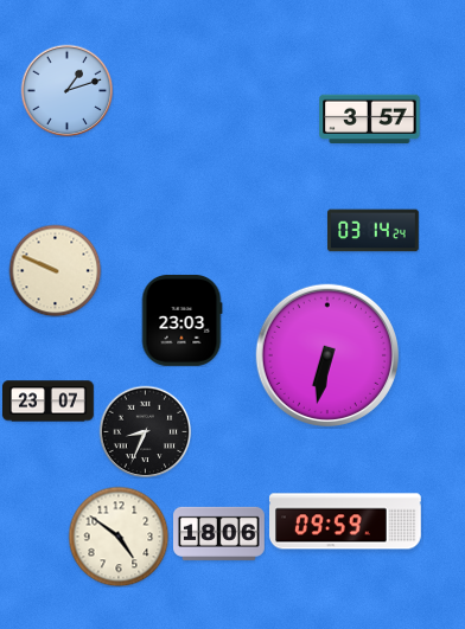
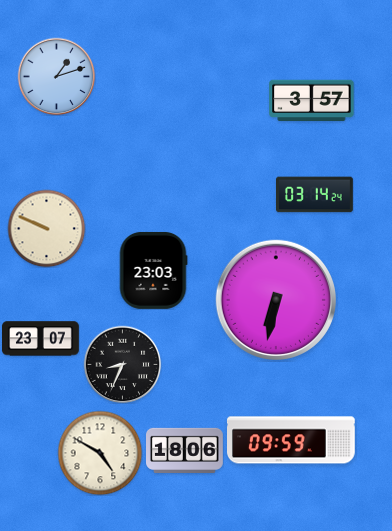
clock at (119, 537): 4:51 -> 4:50
